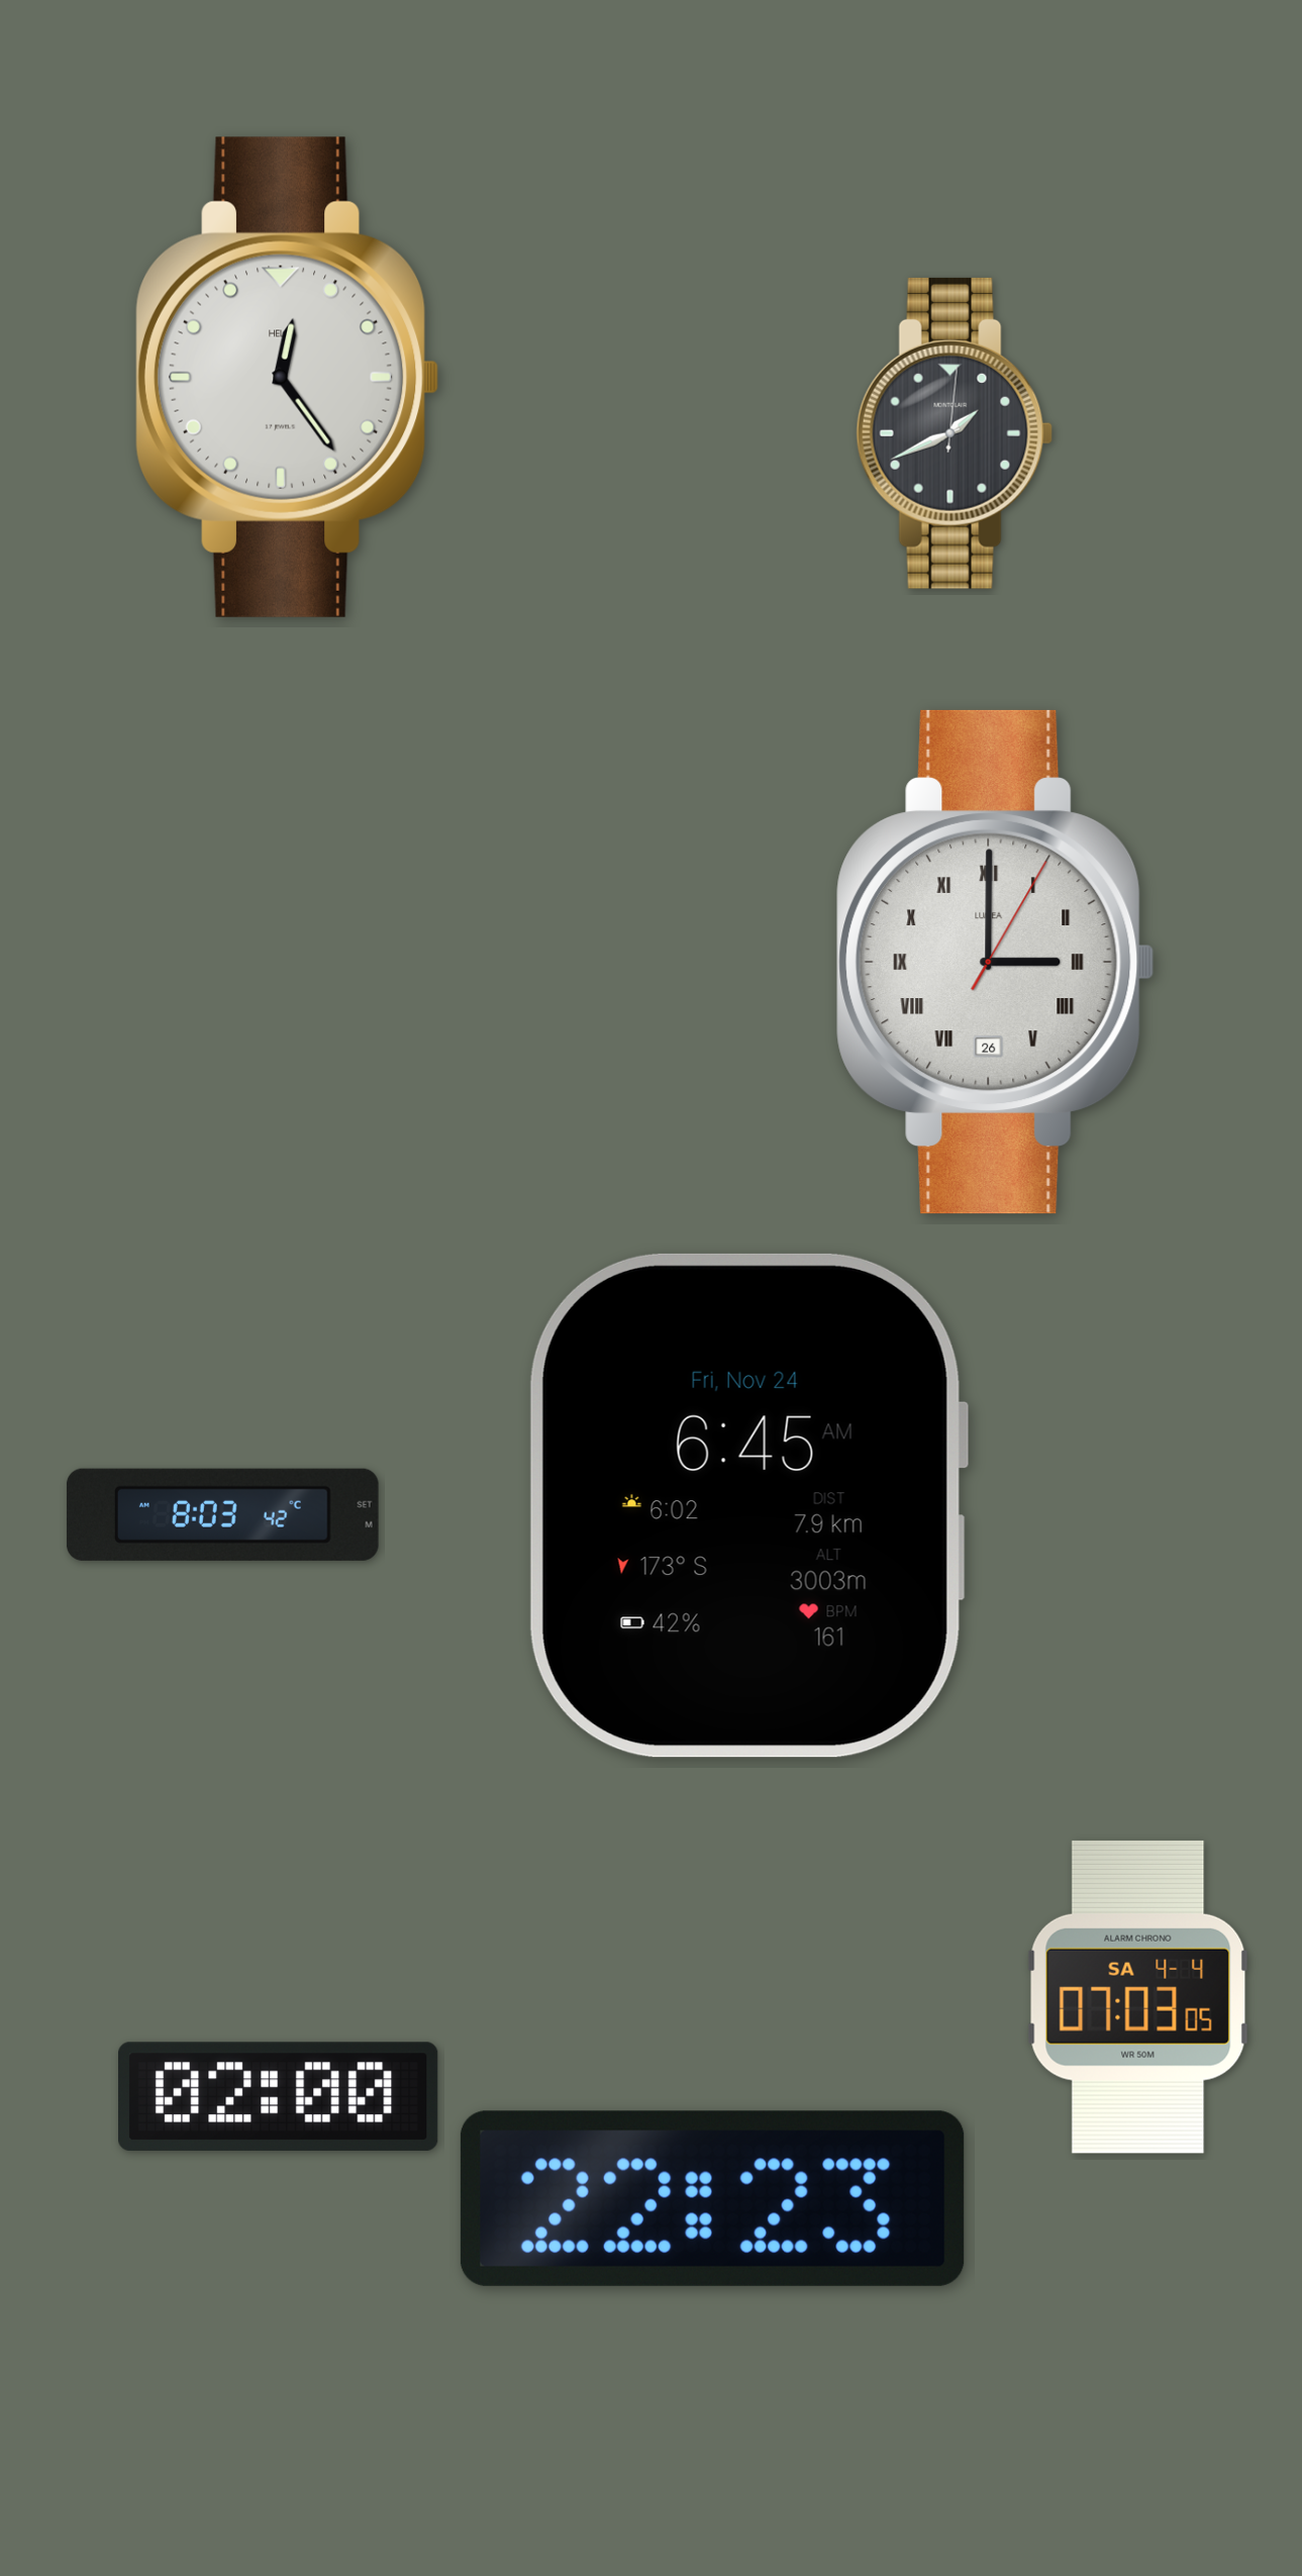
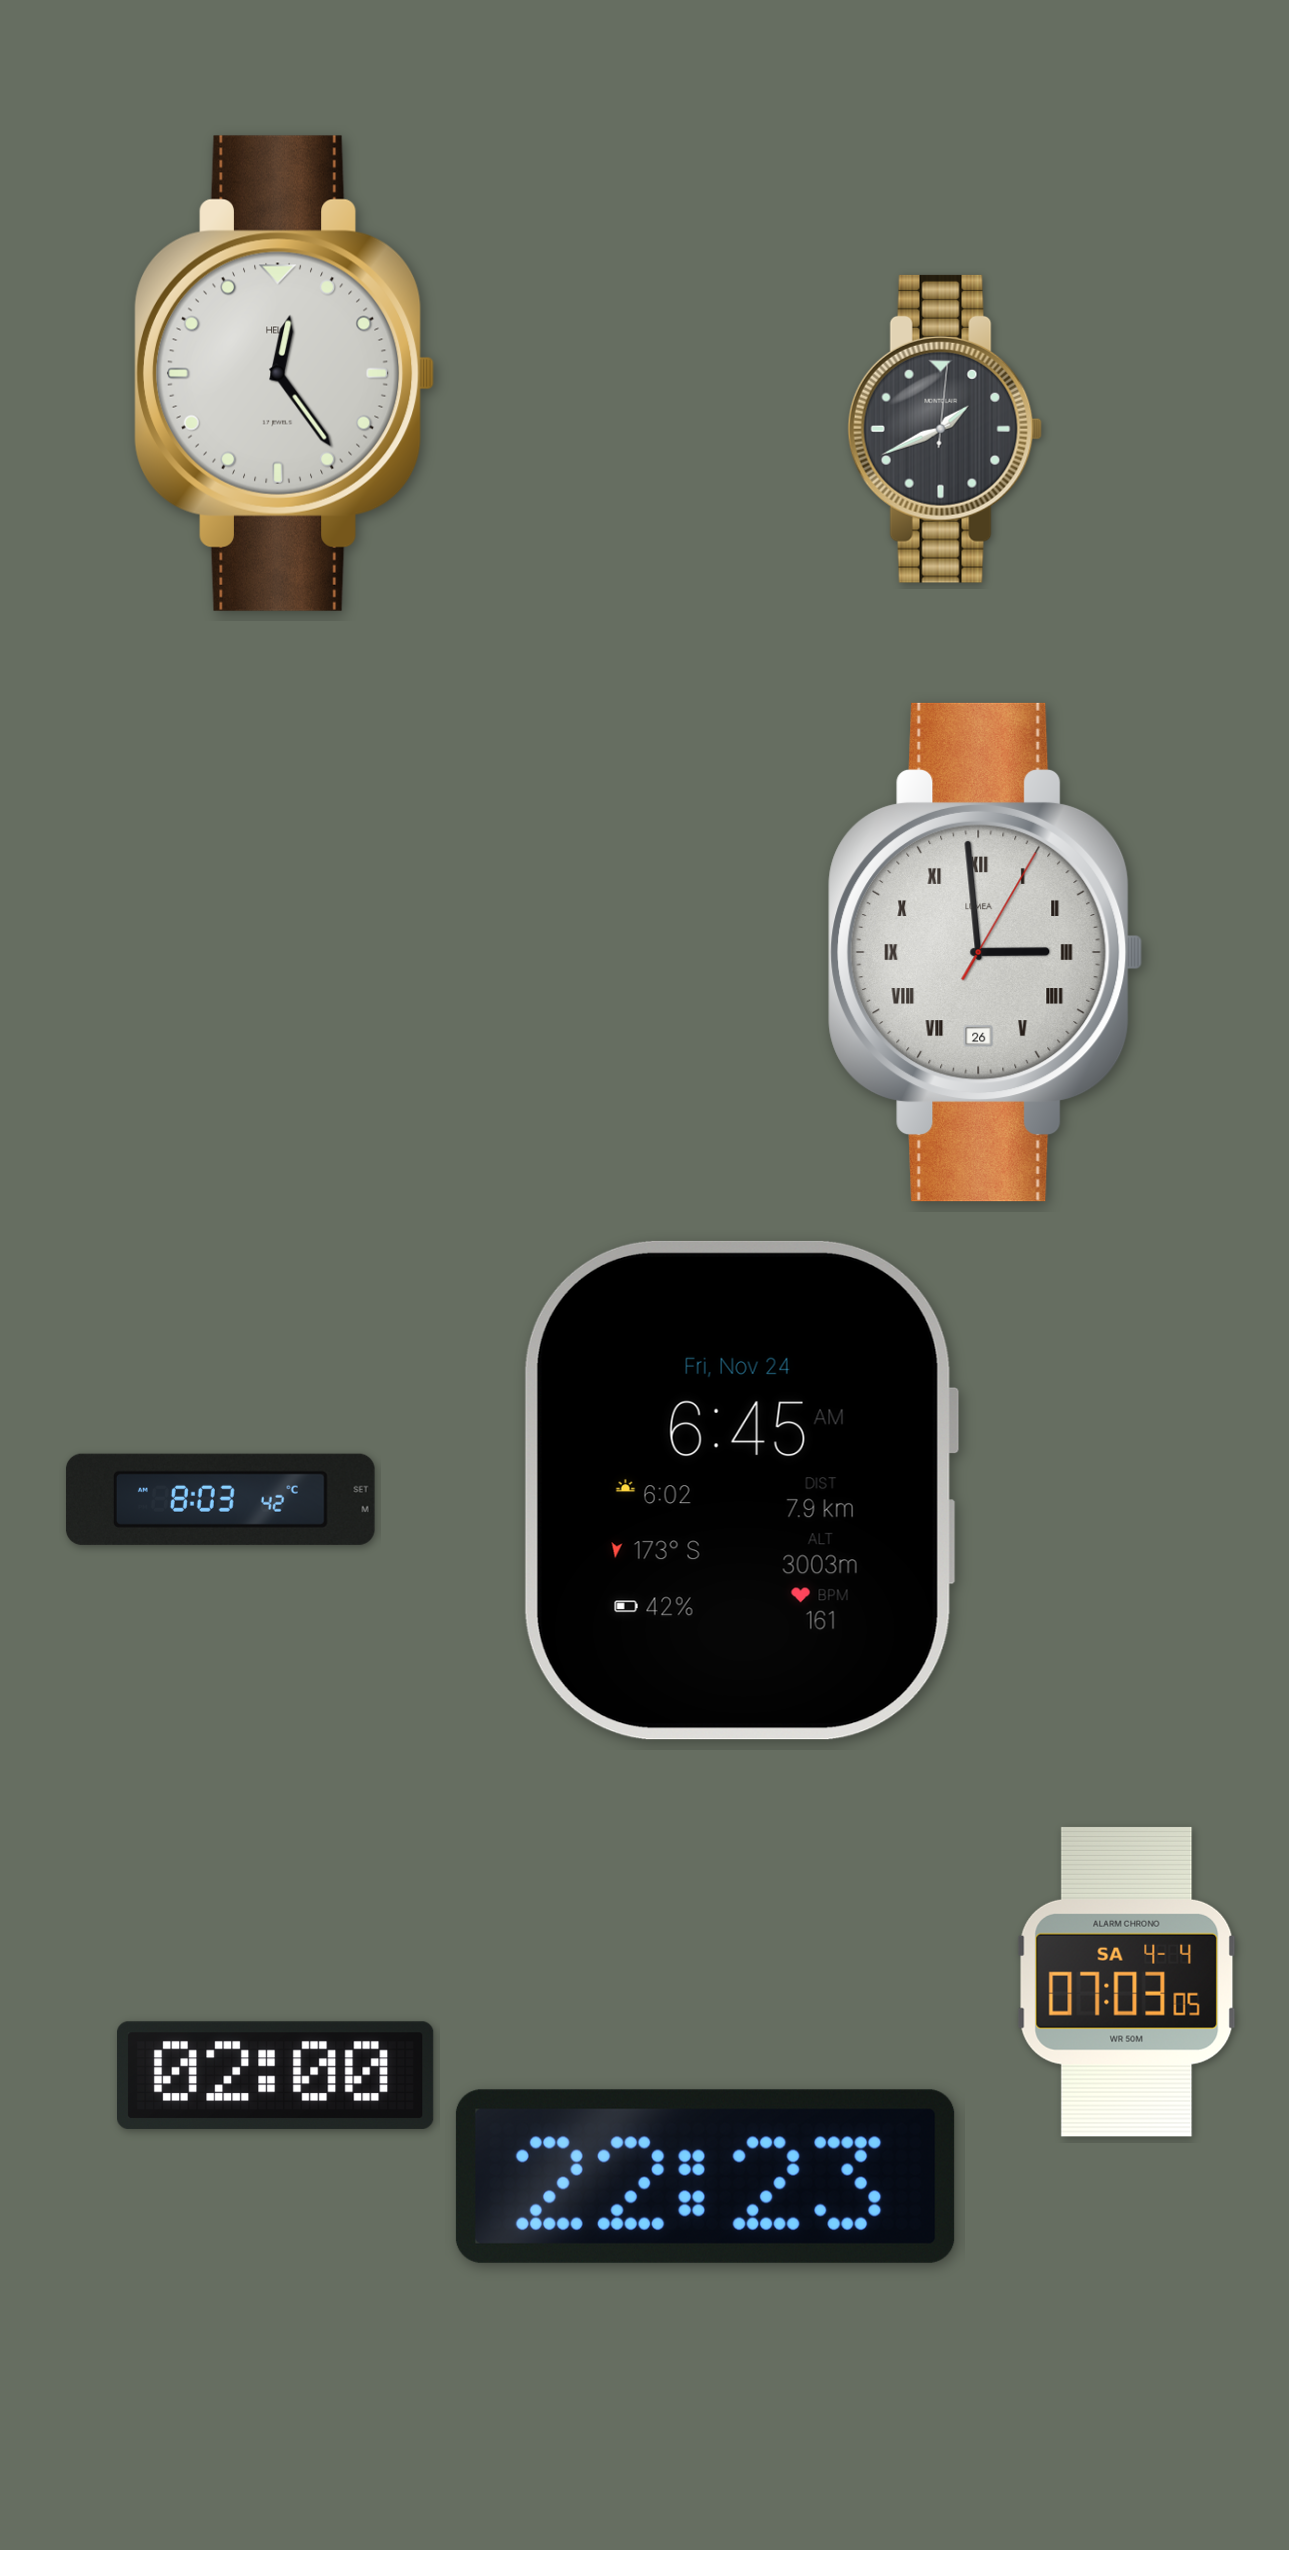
clock at (996, 962): 3:00 -> 2:59
clock at (1138, 1997) position: (1138, 1997) -> (1127, 1982)
